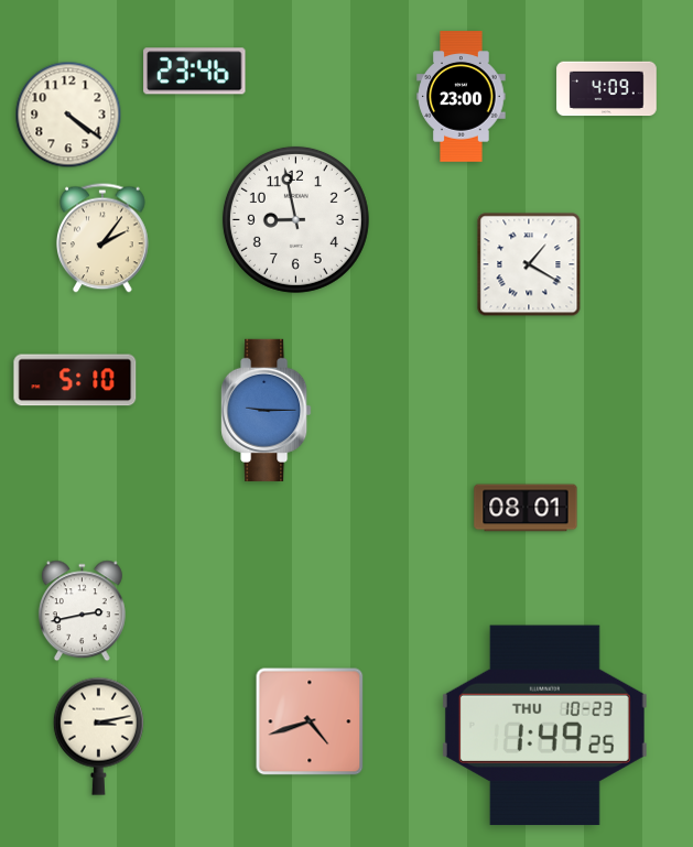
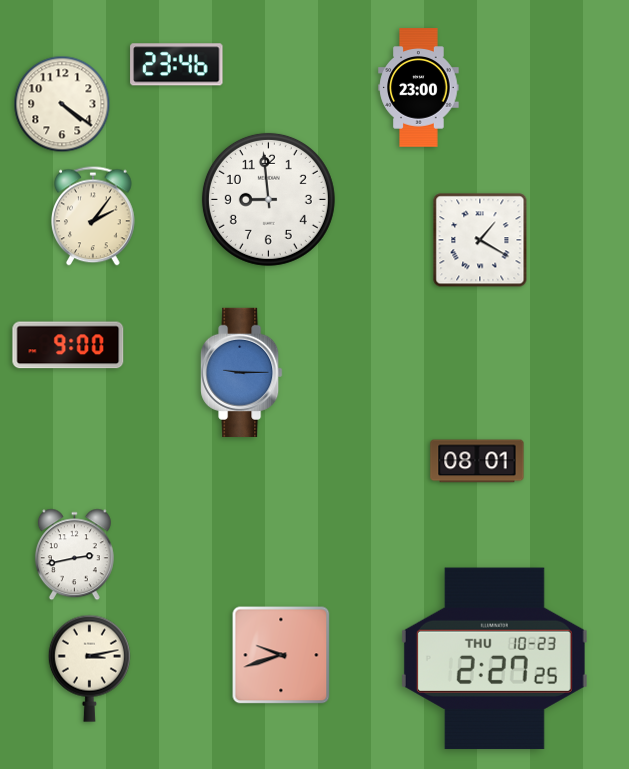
clock at (607, 89): 4:09 -> none
clock at (295, 219): 8:58 -> 8:59
clock at (75, 380): 5:10 -> 9:00
clock at (310, 721): 4:42 -> 9:42
clock at (544, 726): 1:49 -> 2:27
